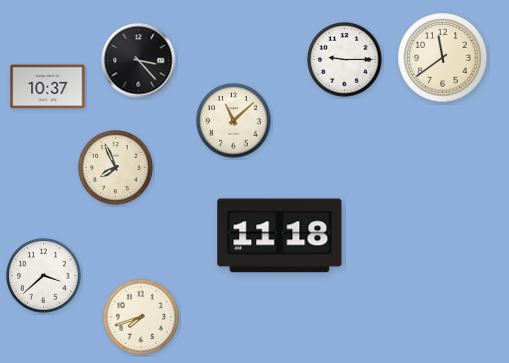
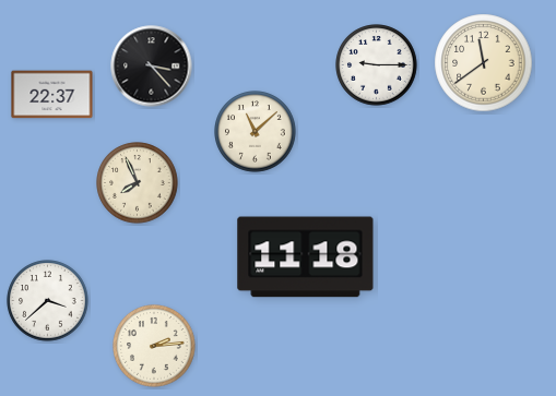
clock at (48, 87): 10:37 -> 22:37
clock at (116, 168) position: (116, 168) -> (138, 183)
clock at (141, 317): 7:42 -> 2:14
